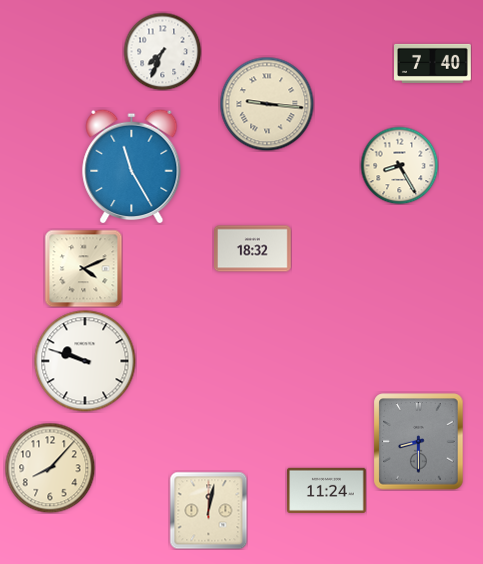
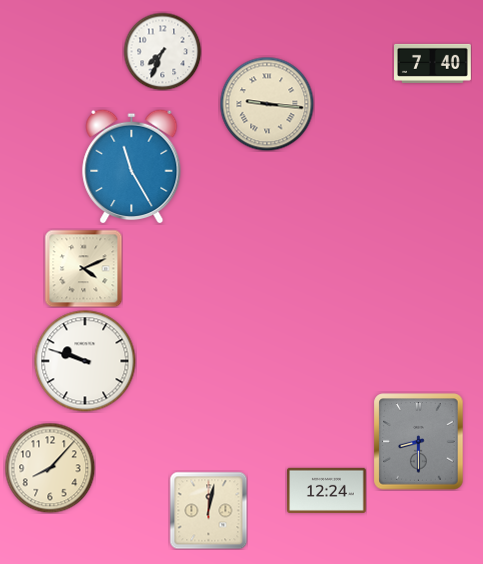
clock at (399, 165): 8:25 -> none
clock at (253, 249): 18:32 -> none
clock at (327, 490): 11:24 -> 12:24
